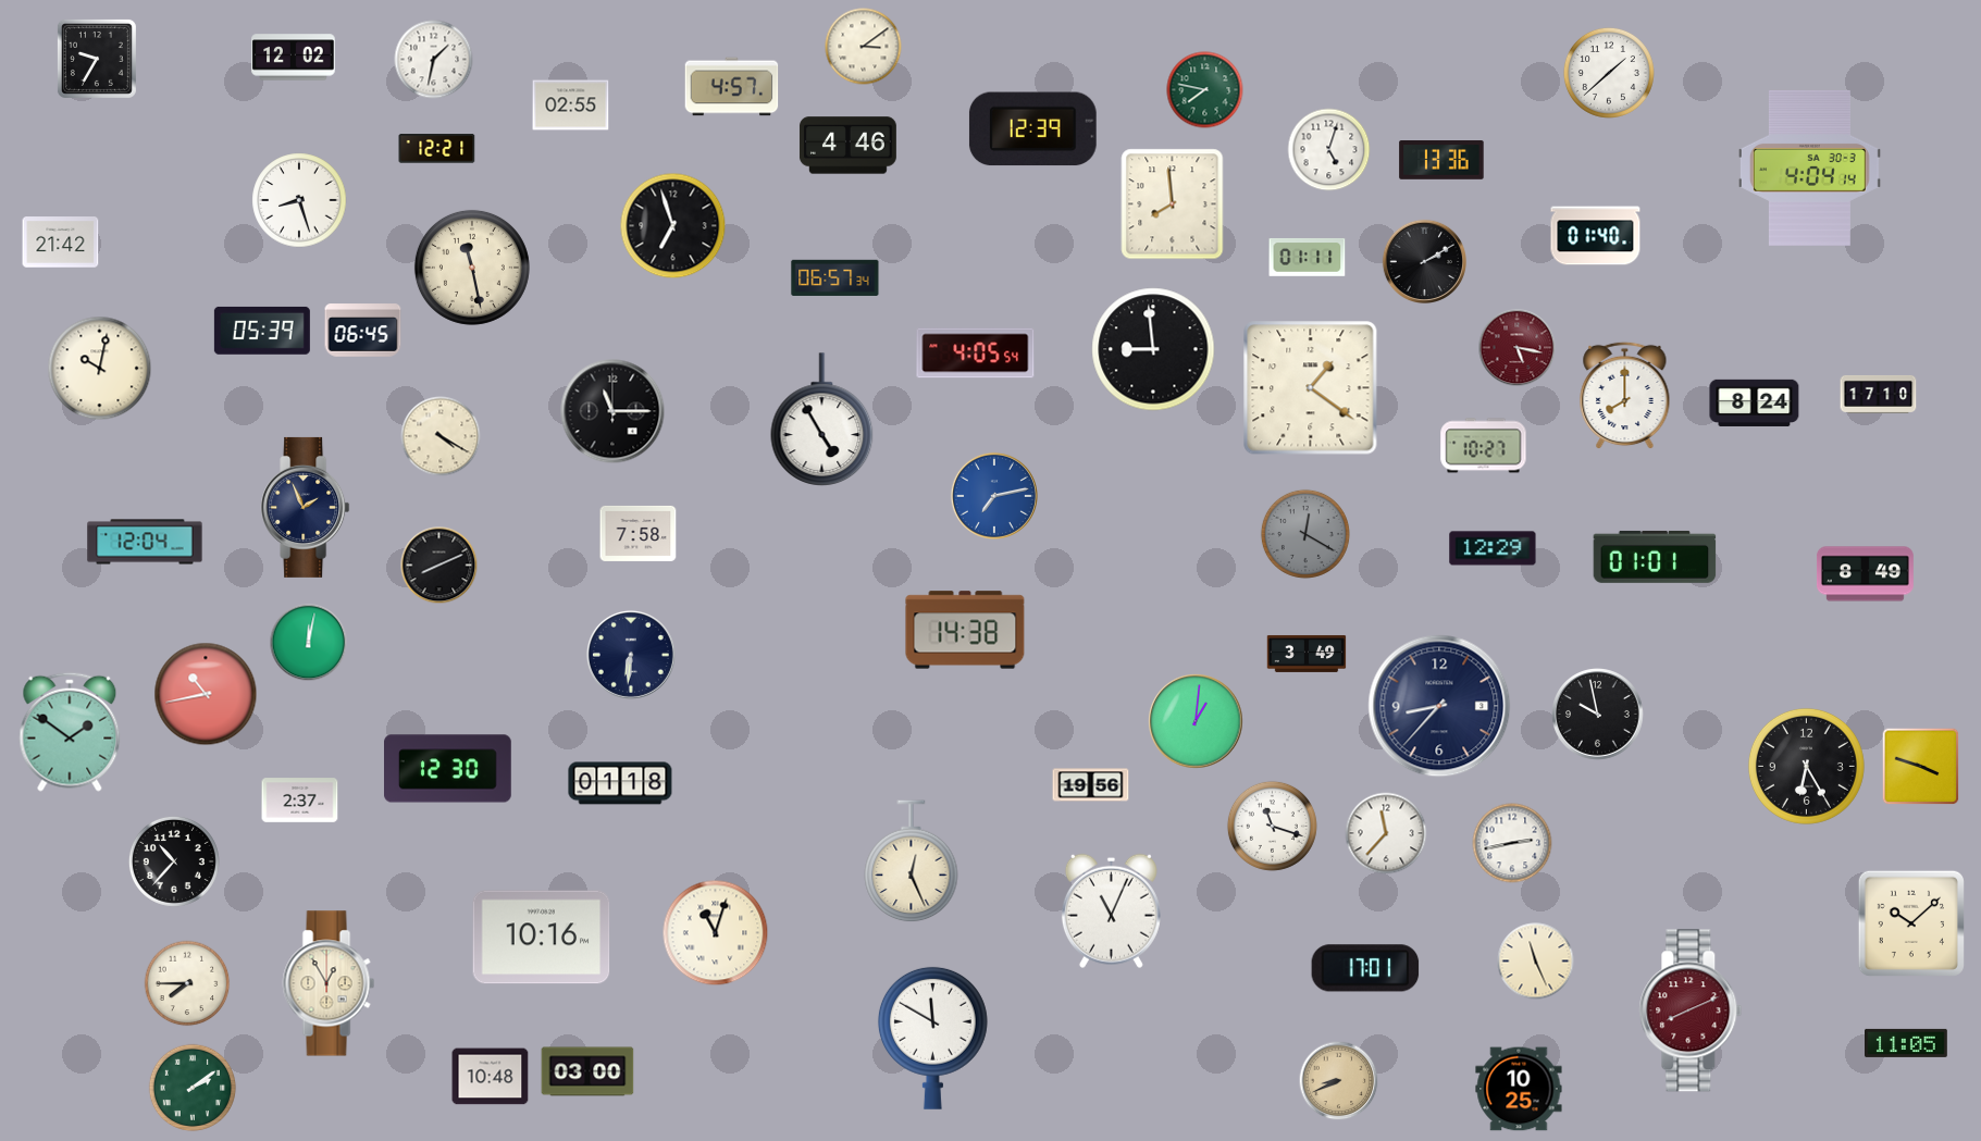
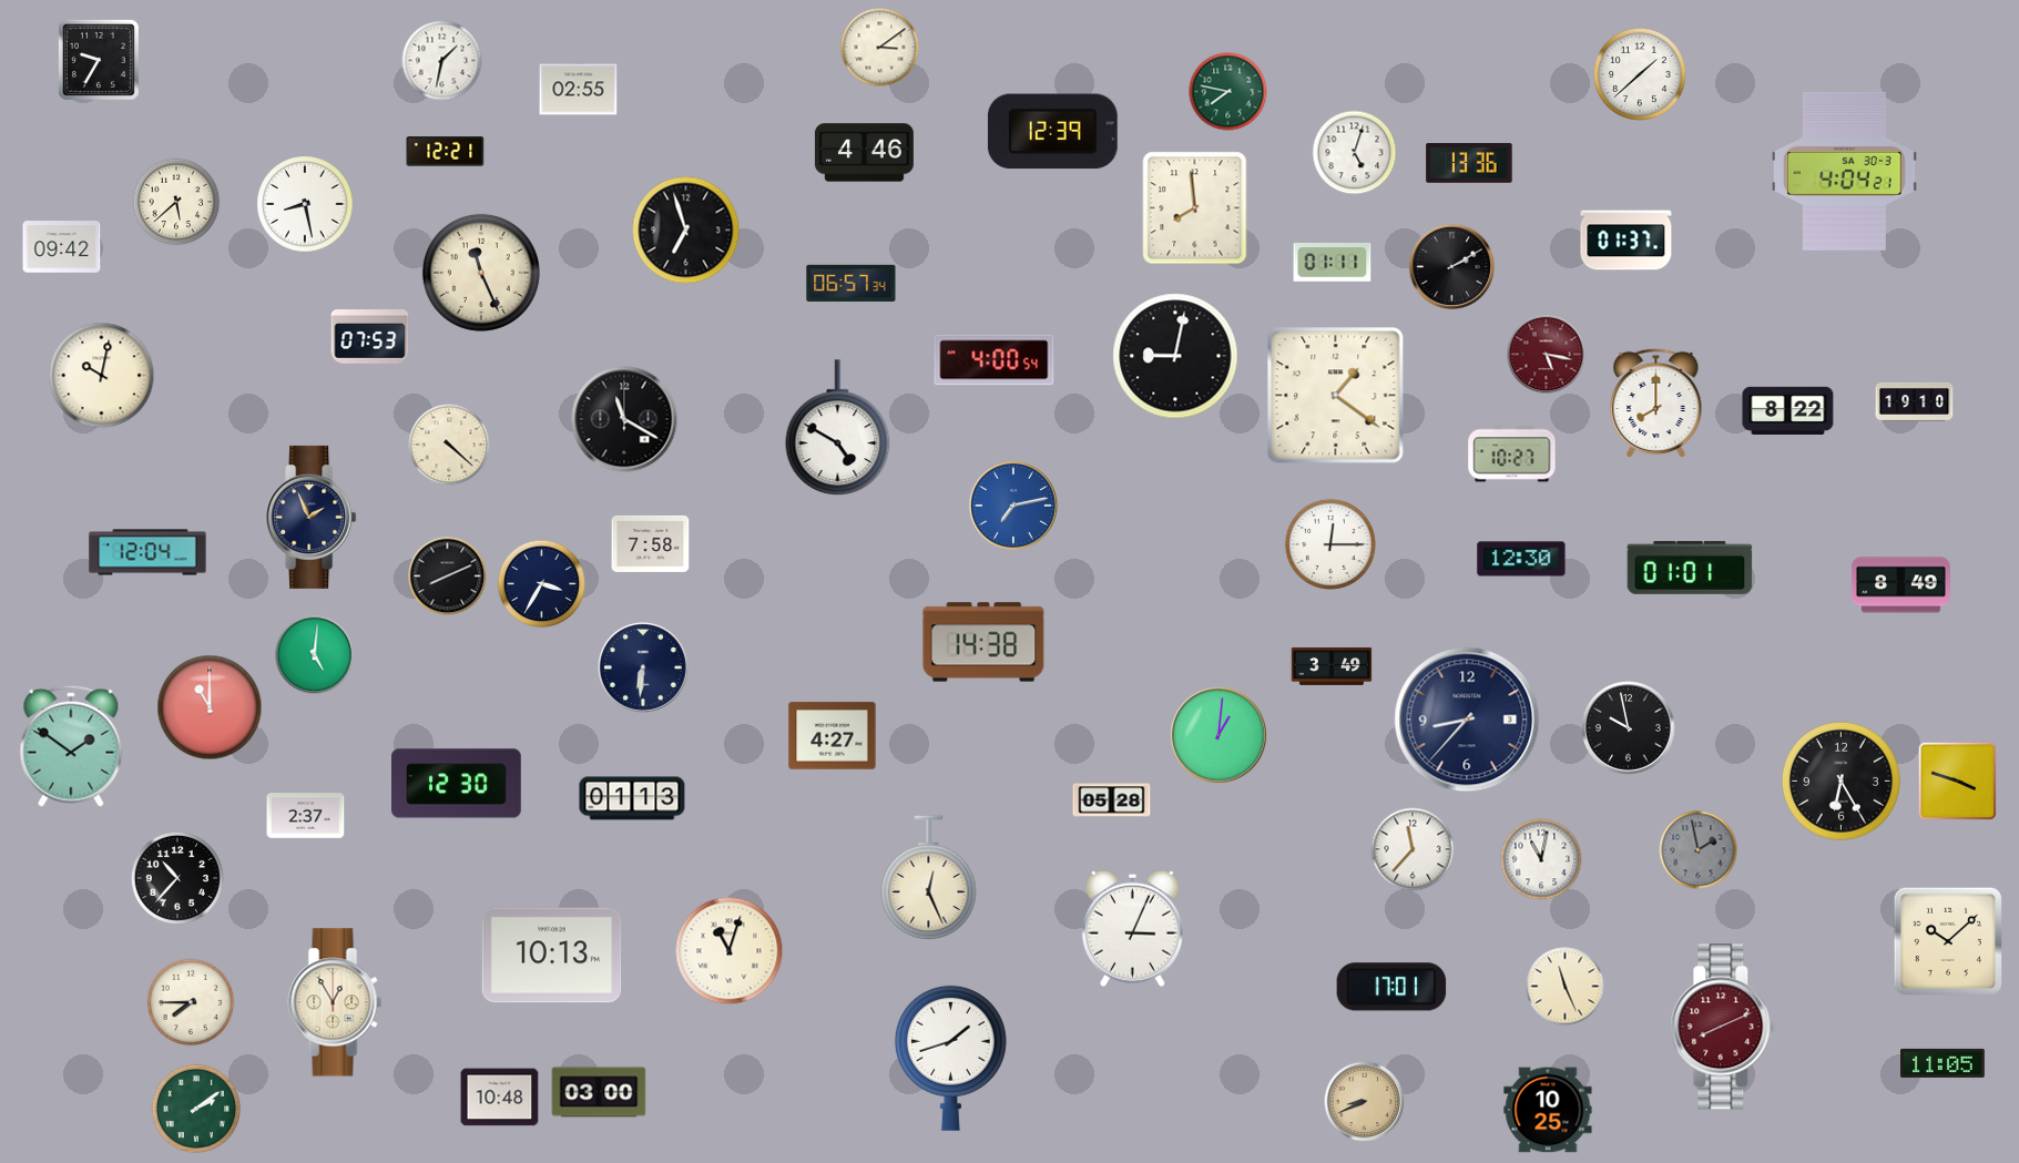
clock at (294, 58): 12:02 -> none
clock at (732, 87): 4:57 -> none
clock at (571, 106) position: (571, 106) -> (579, 90)
clock at (847, 146) position: (847, 146) -> (864, 153)
clock at (1809, 168): 4:04:14 -> 4:04:21
clock at (176, 202): none -> 5:38
clock at (299, 200): 8:27 -> 8:28
clock at (1596, 236): 01:40 -> 01:37
clock at (61, 243): 21:42 -> 09:42
clock at (472, 268): 11:28 -> 11:26
clock at (262, 331): 05:39 -> none
clock at (363, 331): 06:45 -> 07:53
clock at (1153, 349): 8:59 -> 9:02
clock at (976, 354): 4:05 -> 4:00
clock at (1879, 394): 17:10 -> 19:10
clock at (1755, 402): 8:24 -> 8:22
clock at (612, 411): 11:15 -> 11:20
clock at (822, 420): 4:55 -> 4:50
clock at (441, 436): 4:20 -> 4:22
clock at (1305, 534): 12:20 -> 12:15
clock at (1305, 534) dial: grey -> white
clock at (1493, 548): 12:29 -> 12:30
clock at (1655, 557) position: (1655, 557) -> (1690, 568)
clock at (542, 584): none -> 3:35
clock at (309, 643): 12:02 -> 5:01
clock at (206, 694): 10:43 -> 11:00
clock at (833, 736): none -> 4:27
clock at (620, 783): 01:18 -> 01:13
clock at (1091, 785): 19:56 -> 05:28
clock at (1272, 826): 11:18 -> none
clock at (1699, 850): none -> 1:58
clock at (1512, 843): 2:43 -> 11:02
clock at (1111, 910): 11:04 -> 3:04
clock at (542, 938): 10:16 -> 10:13
clock at (1536, 962) position: (1536, 962) -> (1566, 987)
clock at (1691, 1010) position: (1691, 1010) -> (1723, 1027)
clock at (932, 1038): 11:50 -> 1:42
